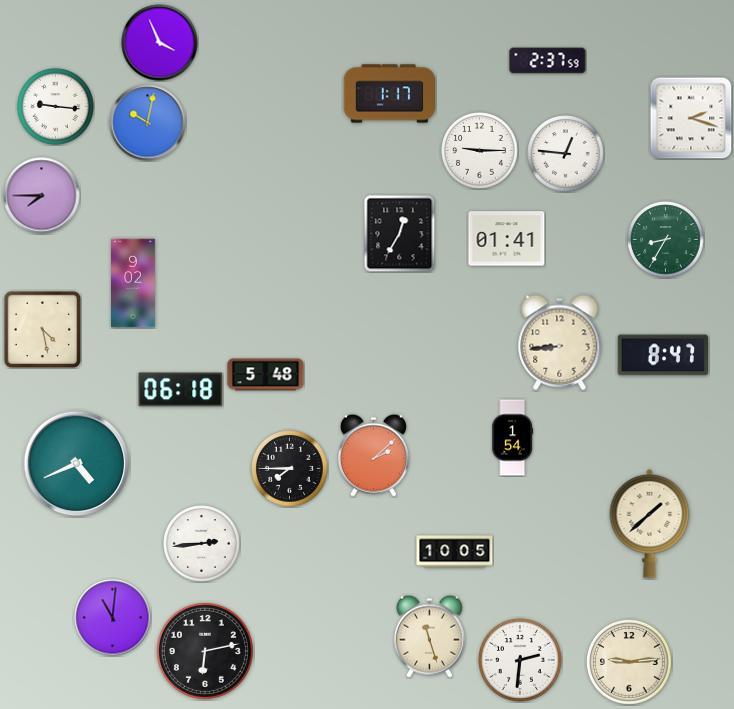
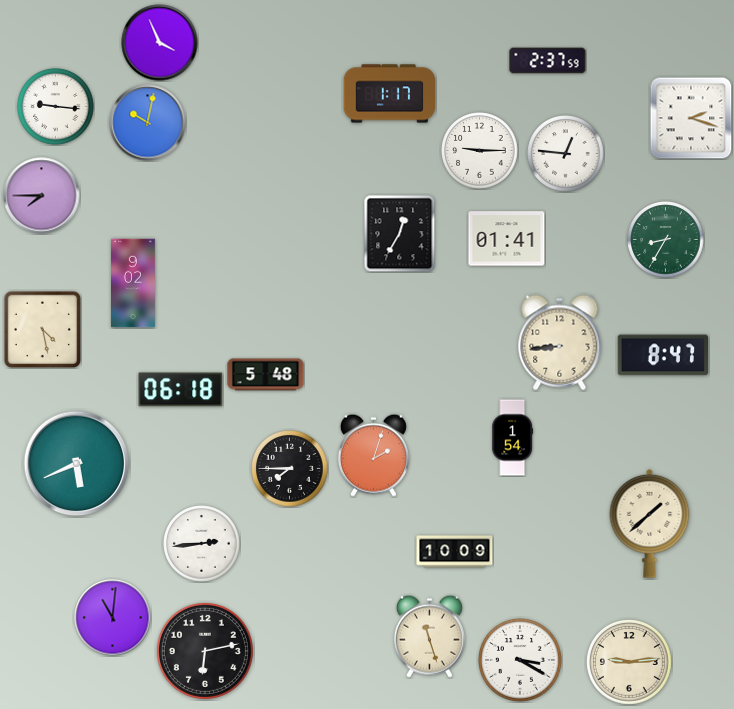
clock at (373, 455): 2:08 -> 2:03
clock at (77, 464): 4:41 -> 5:41
clock at (455, 552): 10:05 -> 10:09
clock at (521, 661): 2:31 -> 3:20
